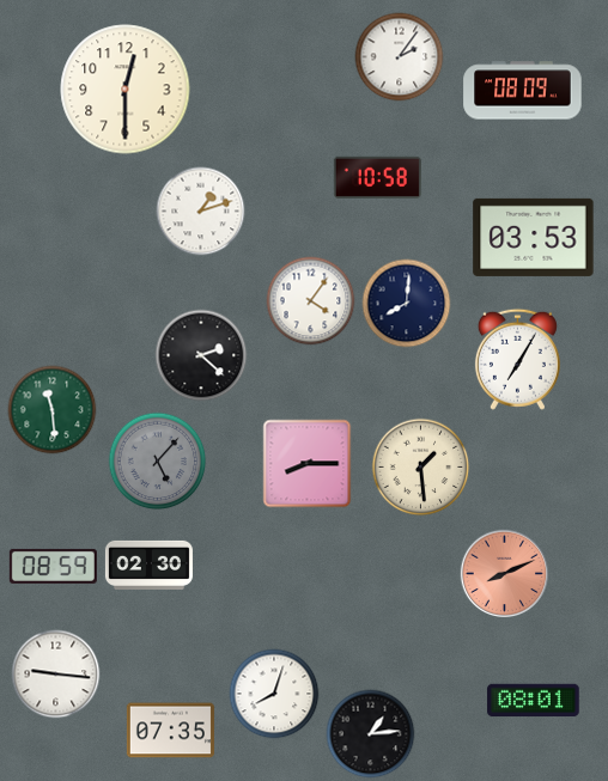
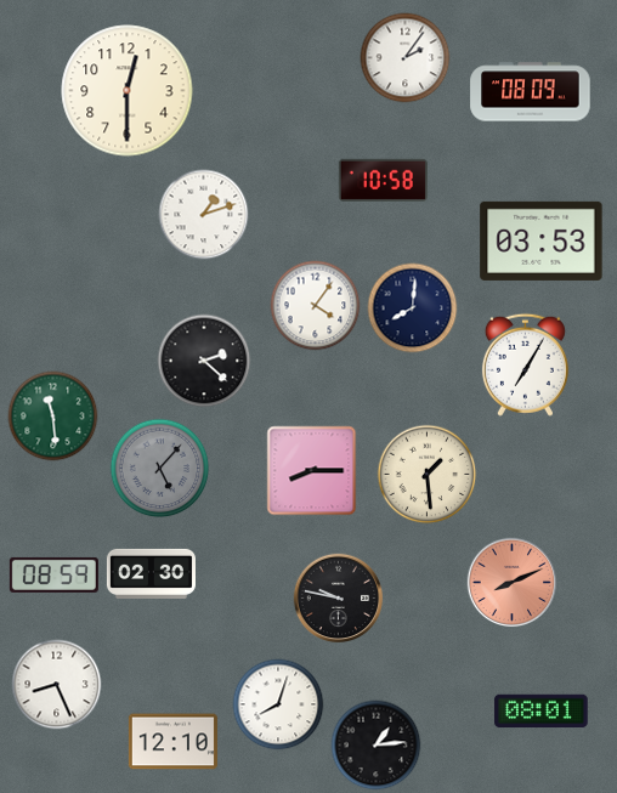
clock at (339, 599): none -> 9:47
clock at (56, 675): 9:16 -> 8:26
clock at (170, 731): 07:35 -> 12:10
